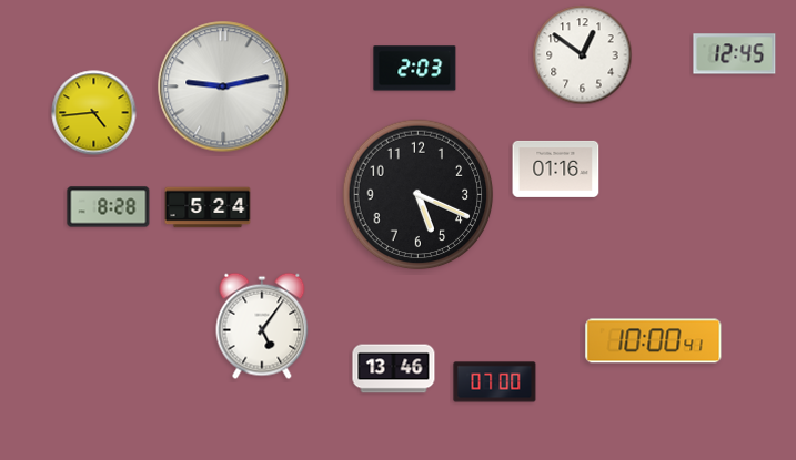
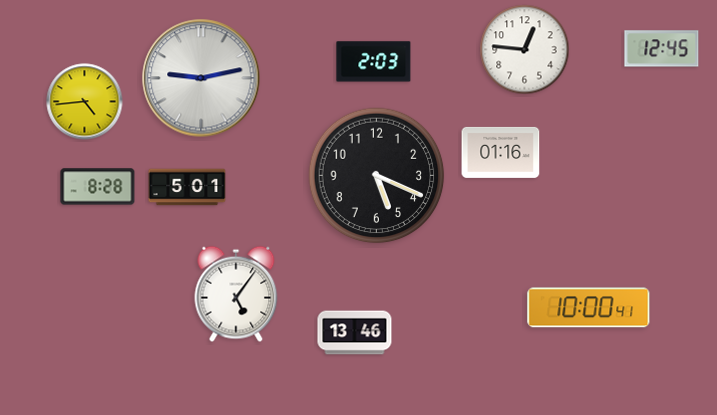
clock at (583, 55): 12:51 -> 12:46
clock at (208, 207): 5:24 -> 5:01
clock at (495, 382): 07:00 -> none
